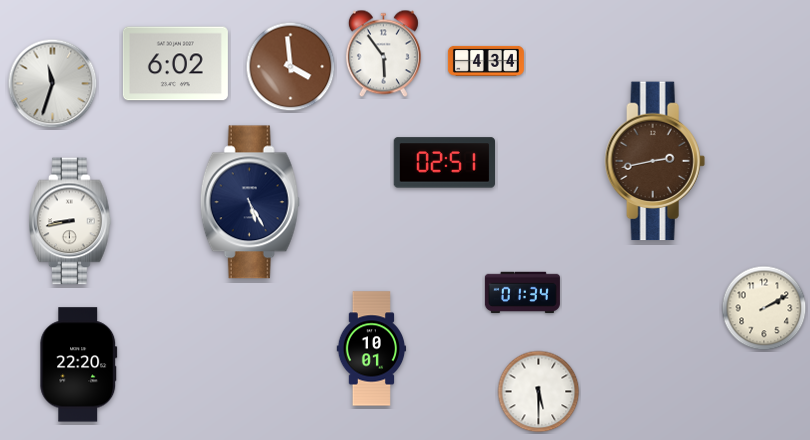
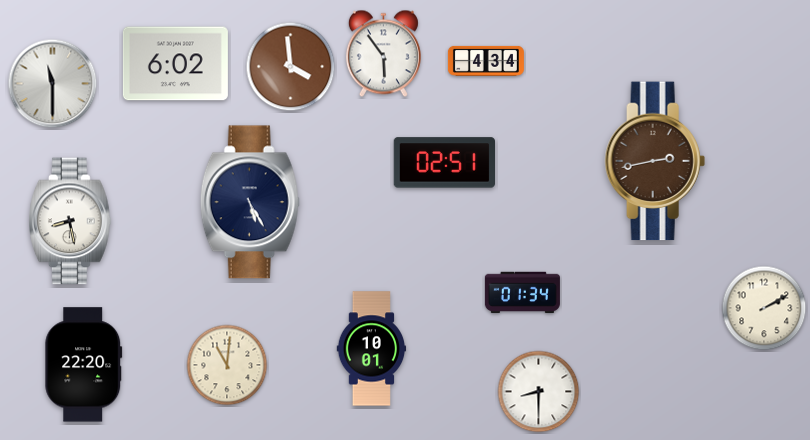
clock at (53, 84): 11:33 -> 11:30
clock at (70, 221): 8:43 -> 8:28
clock at (79, 365) position: (79, 365) -> (84, 365)
clock at (227, 365): none -> 11:01
clock at (539, 392): 5:30 -> 8:30
